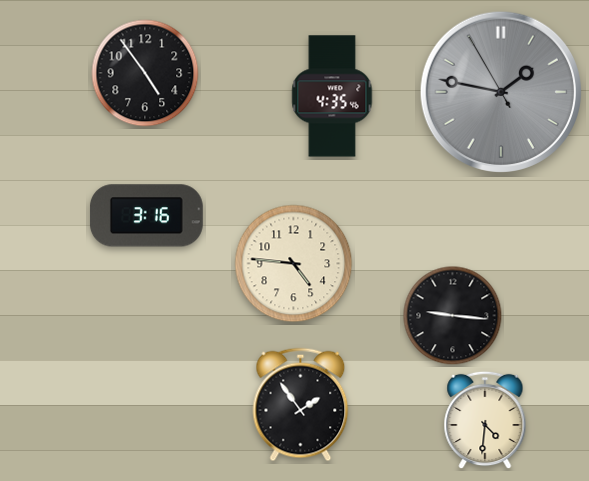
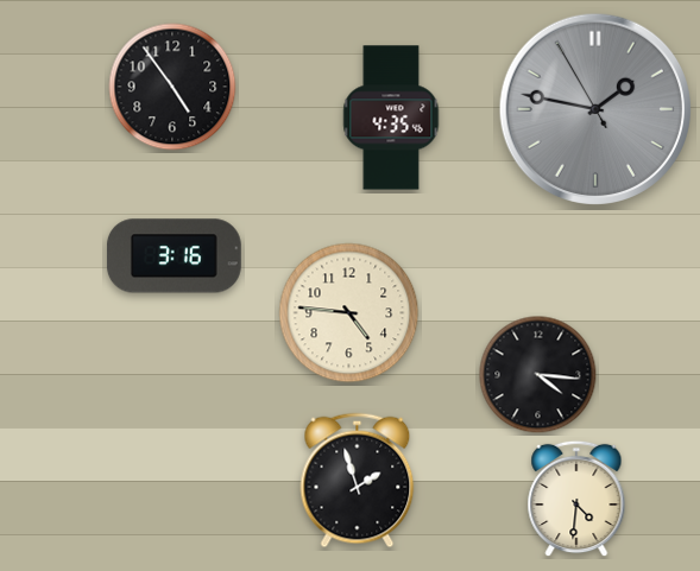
clock at (332, 96) position: (332, 96) -> (391, 118)
clock at (453, 316): 9:16 -> 4:16
clock at (301, 405): 1:54 -> 1:57
